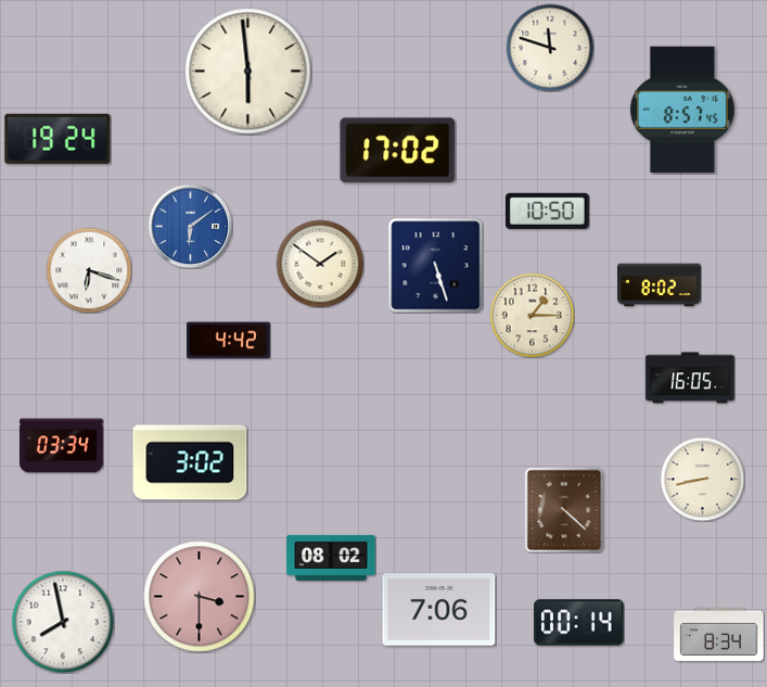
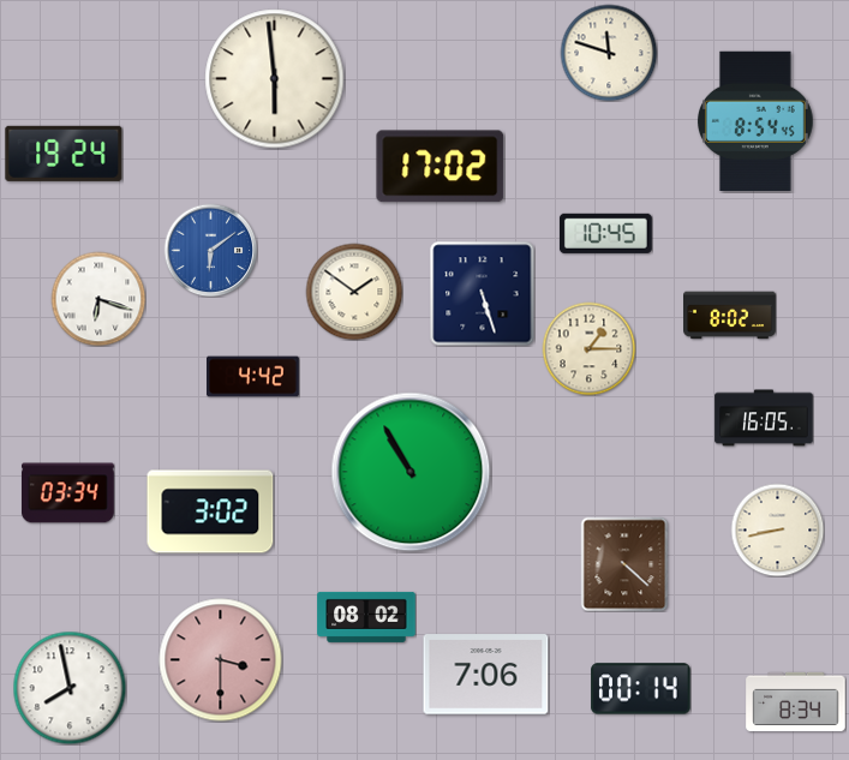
clock at (683, 109): 8:57 -> 8:54
clock at (547, 211): 10:50 -> 10:45
clock at (411, 472): none -> 10:55
